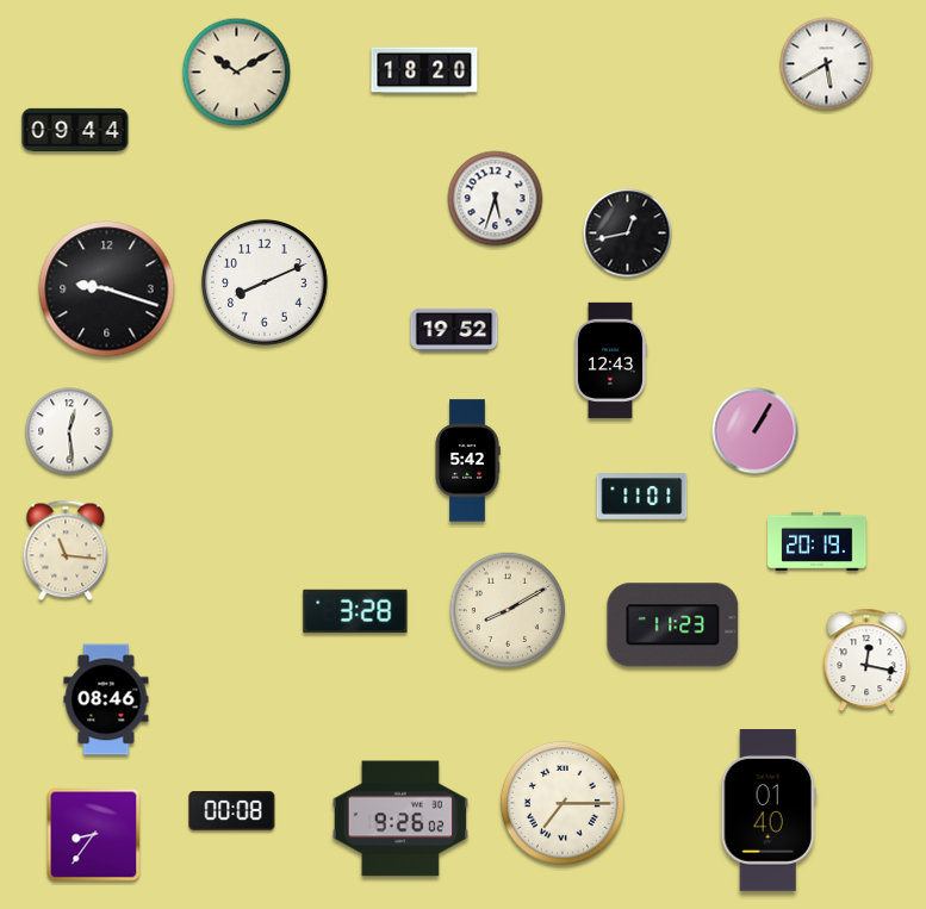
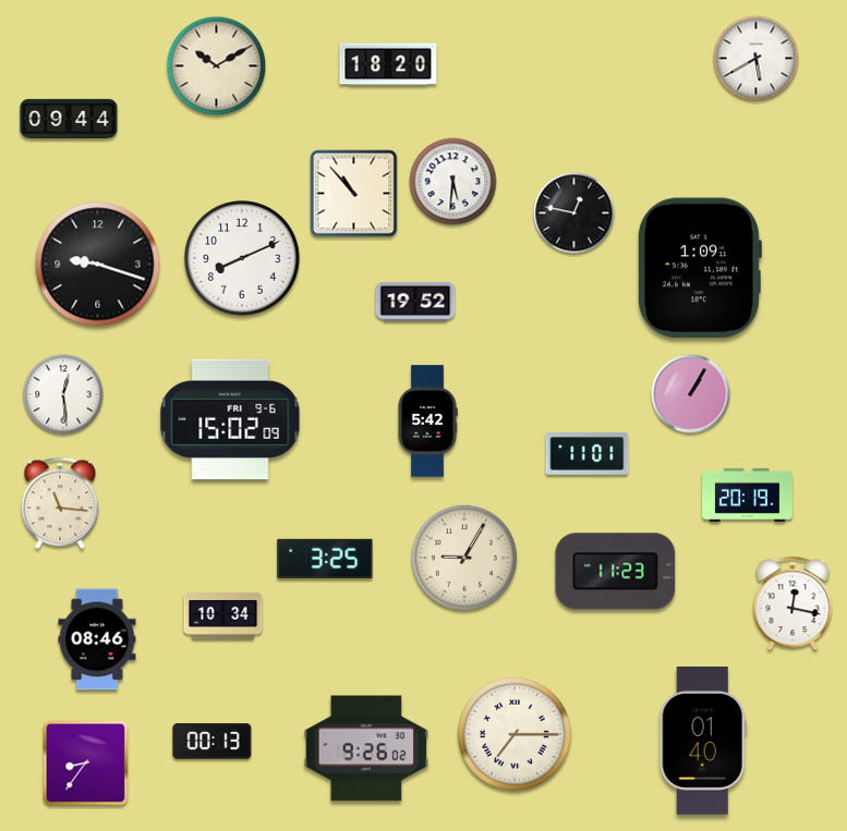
clock at (496, 199): 5:33 -> 5:31
clock at (354, 194): none -> 10:53
clock at (628, 234): 12:43 -> 12:47
clock at (699, 268): none -> 1:09
clock at (610, 360): 12:43 -> none
clock at (230, 418): none -> 15:02
clock at (506, 609): 8:10 -> 9:05
clock at (355, 611): 3:28 -> 3:25
clock at (223, 616): none -> 10:34
clock at (232, 811): 00:08 -> 00:13
